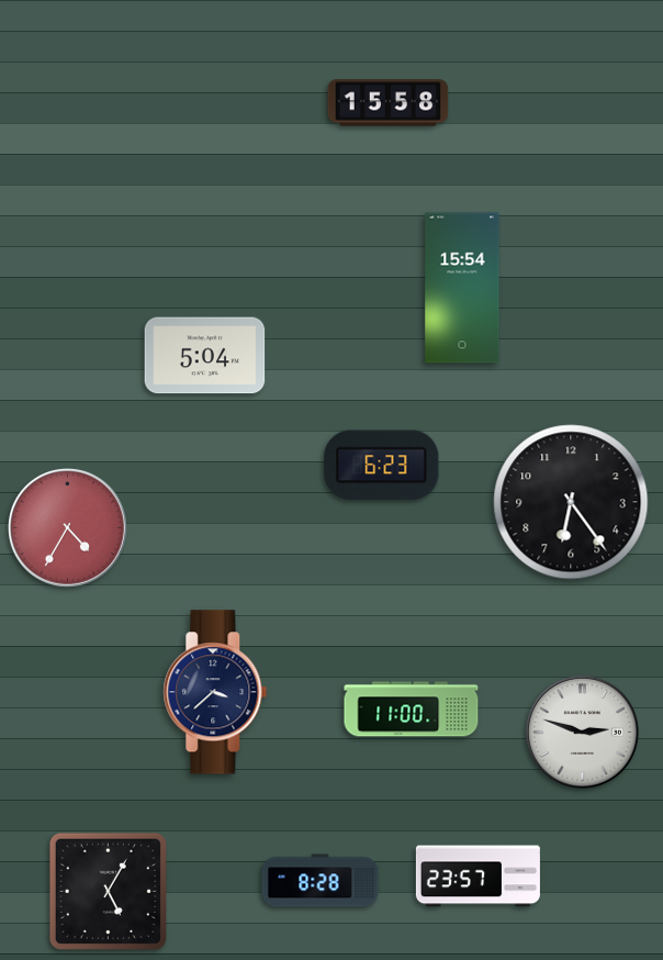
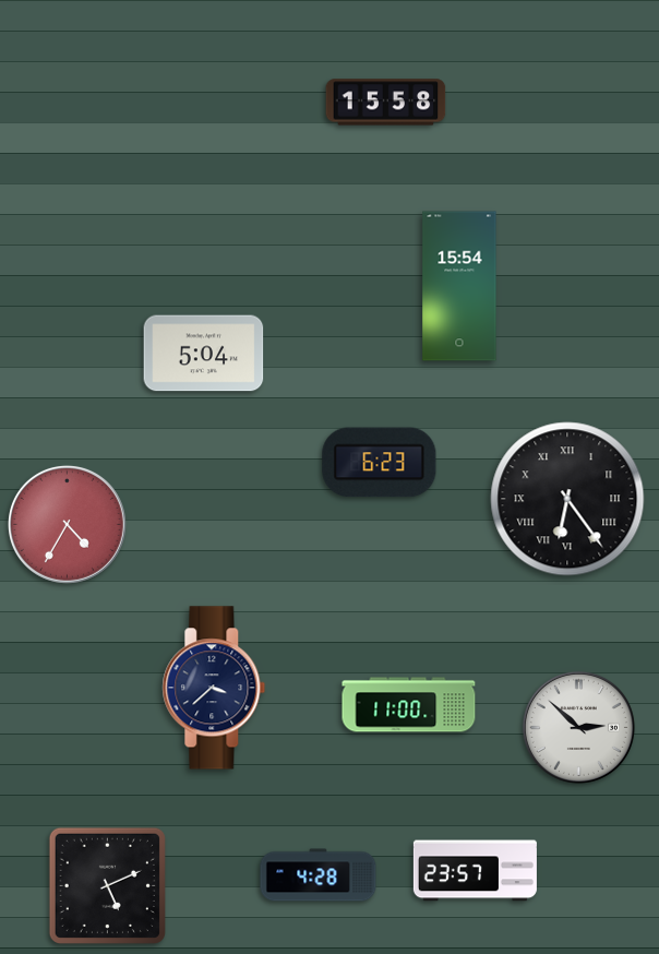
clock at (571, 502) numerals: Arabic -> Roman
clock at (582, 732): 2:48 -> 2:52
clock at (321, 881): 8:28 -> 4:28
clock at (108, 891): 5:05 -> 5:11
